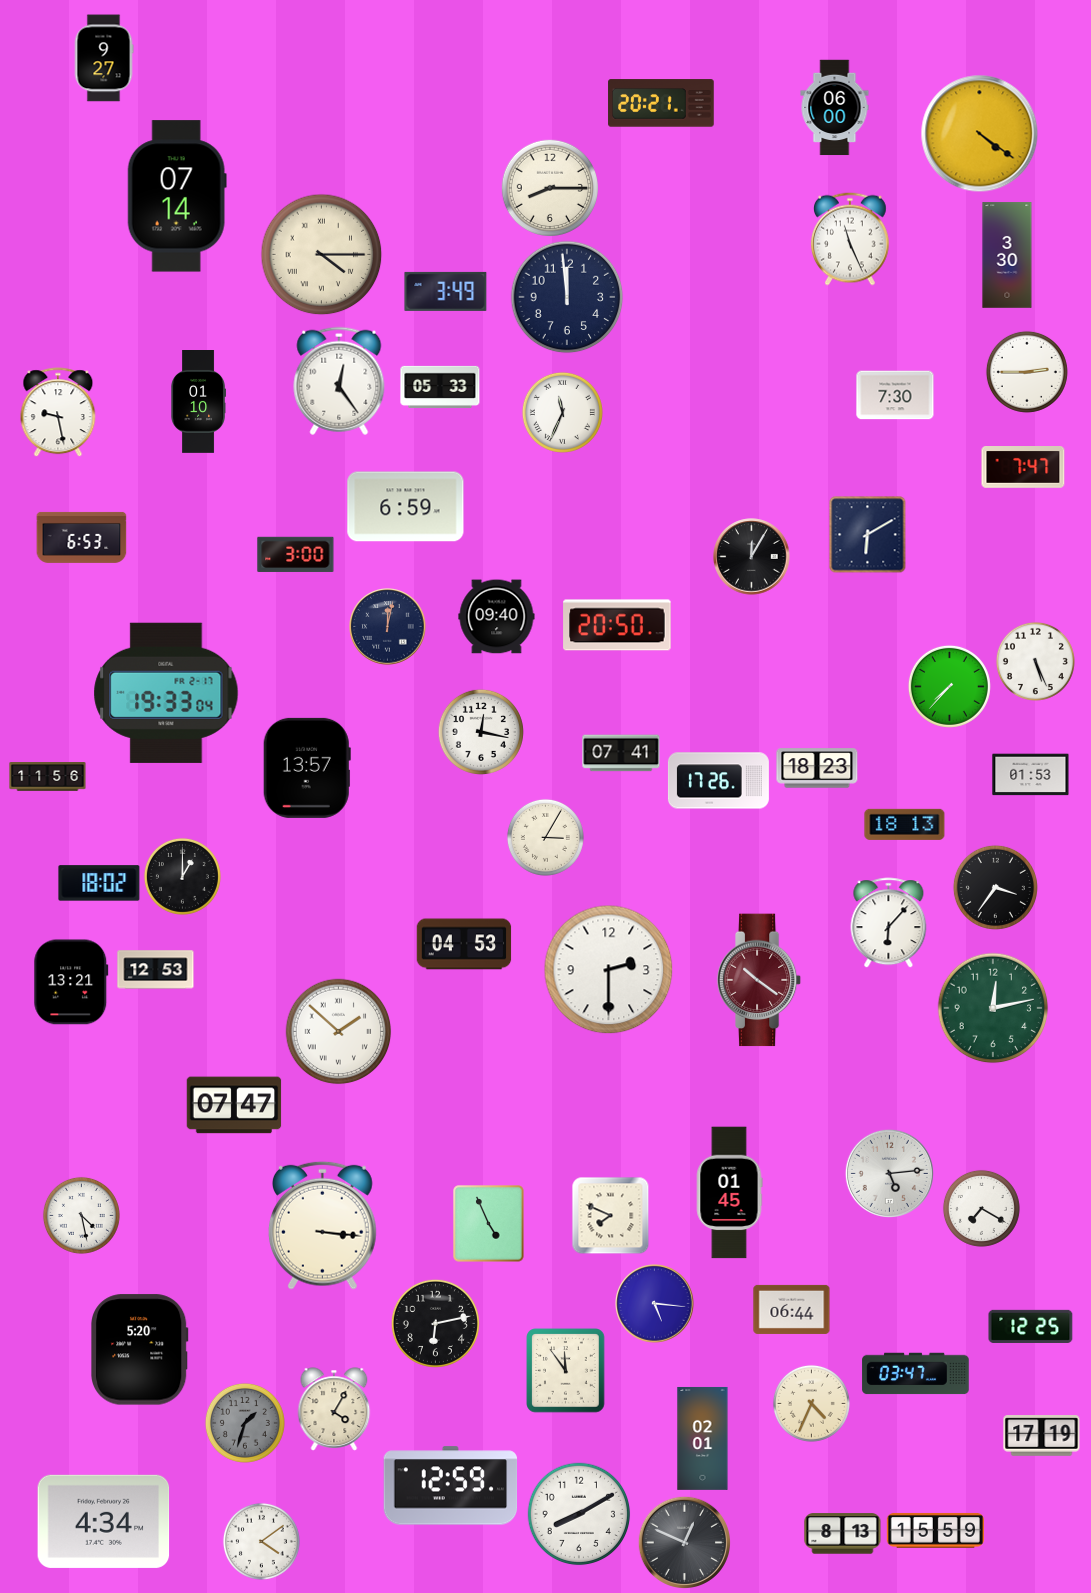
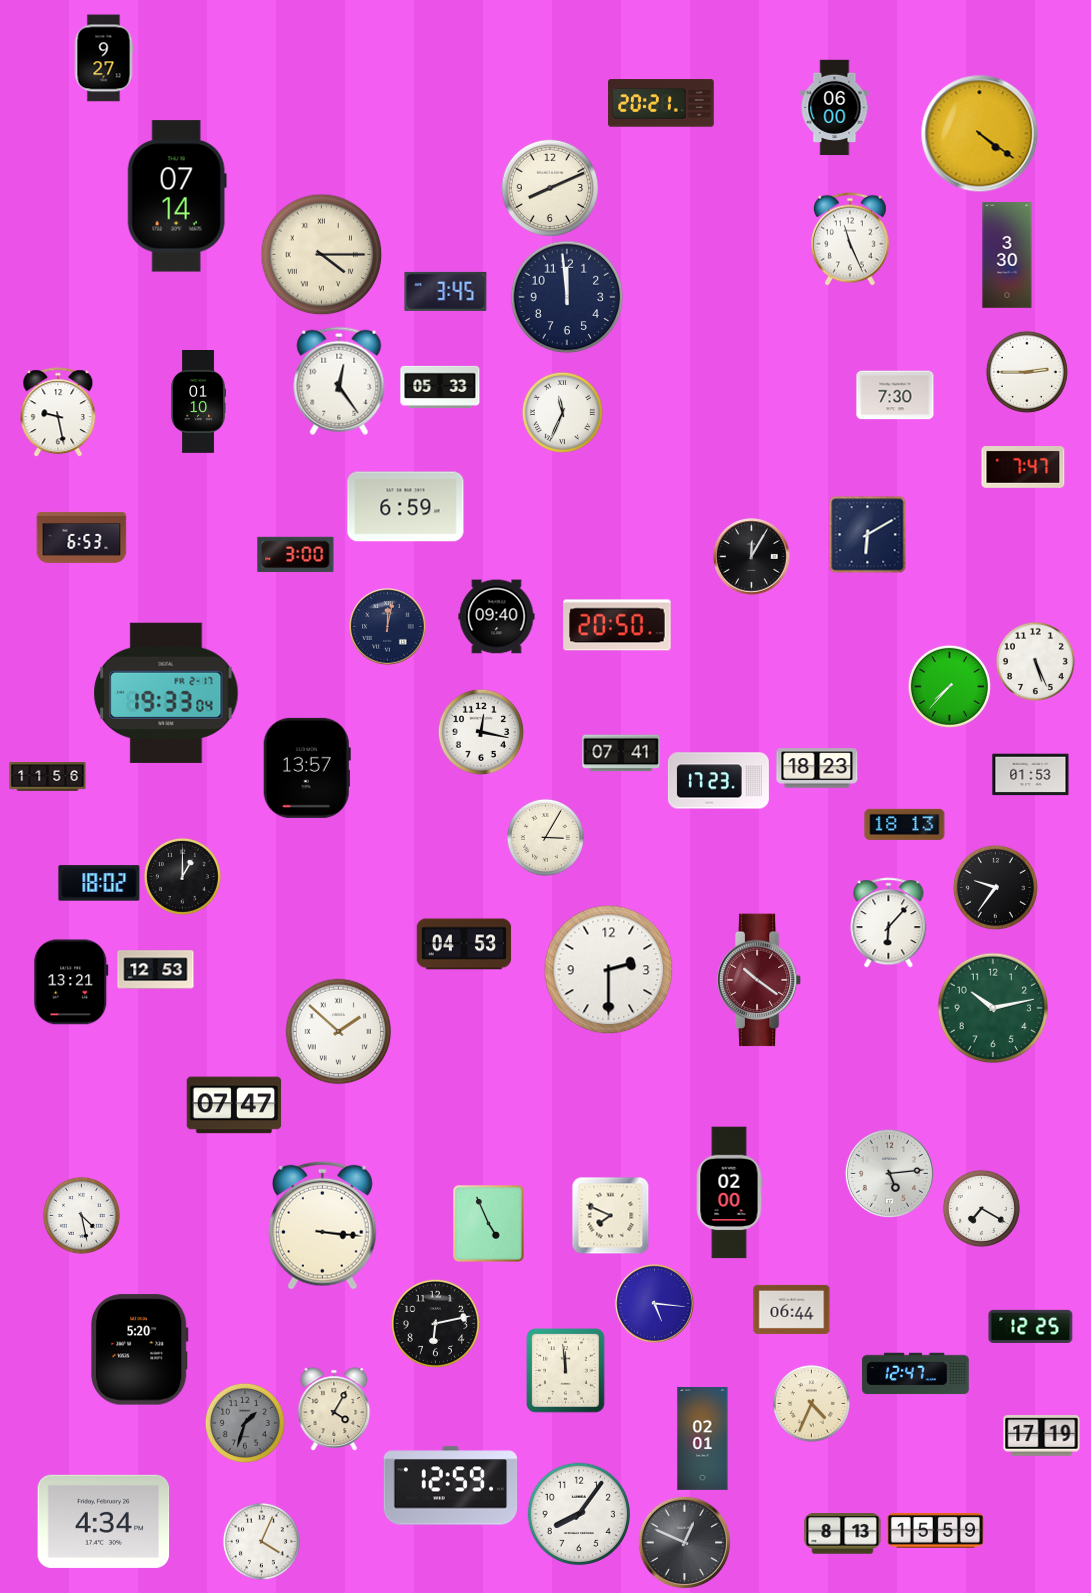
clock at (549, 187): 8:15 -> 8:11
clock at (446, 291): 3:49 -> 3:45
clock at (718, 781): 17:26 -> 17:23
clock at (995, 887): 3:36 -> 9:36
clock at (993, 1008): 12:13 -> 10:13
clock at (729, 1193): 01:45 -> 02:00
clock at (566, 1371): 11:54 -> 11:59
clock at (916, 1374): 03:47 -> 12:47
clock at (579, 1514): 8:10 -> 8:06
clock at (261, 1541): 4:09 -> 4:04
